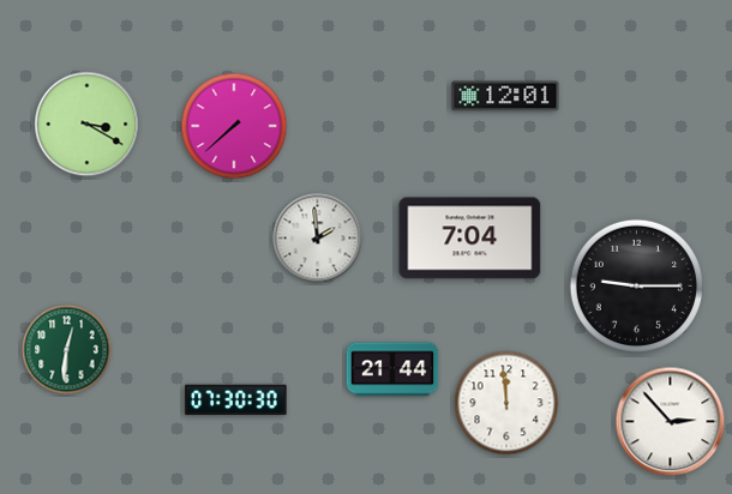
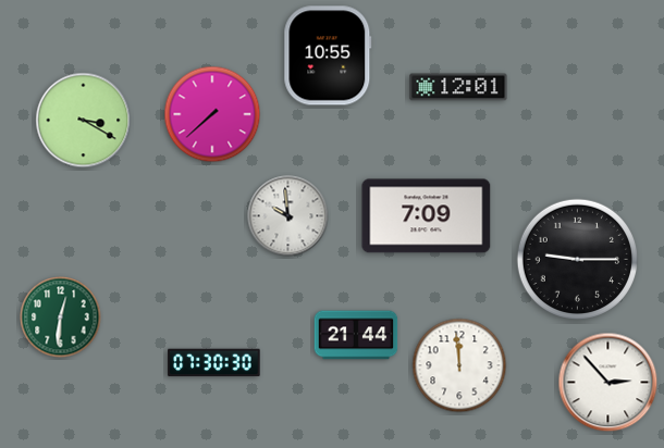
clock at (328, 55): none -> 10:55
clock at (88, 125) position: (88, 125) -> (84, 121)
clock at (318, 239): 1:59 -> 9:59
clock at (470, 239): 7:04 -> 7:09
